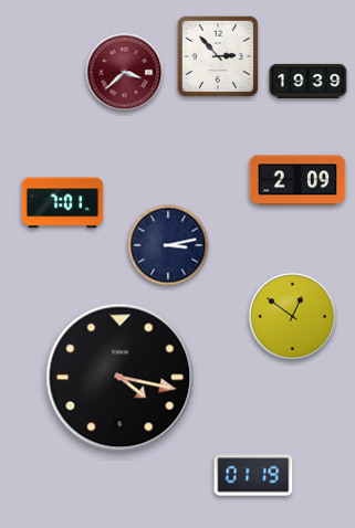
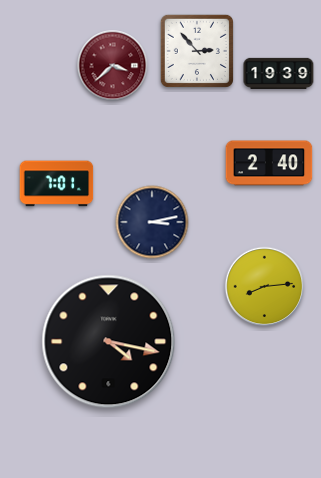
clock at (297, 180): 2:09 -> 2:40
clock at (293, 317): 12:51 -> 8:14
clock at (253, 475): 01:19 -> none
